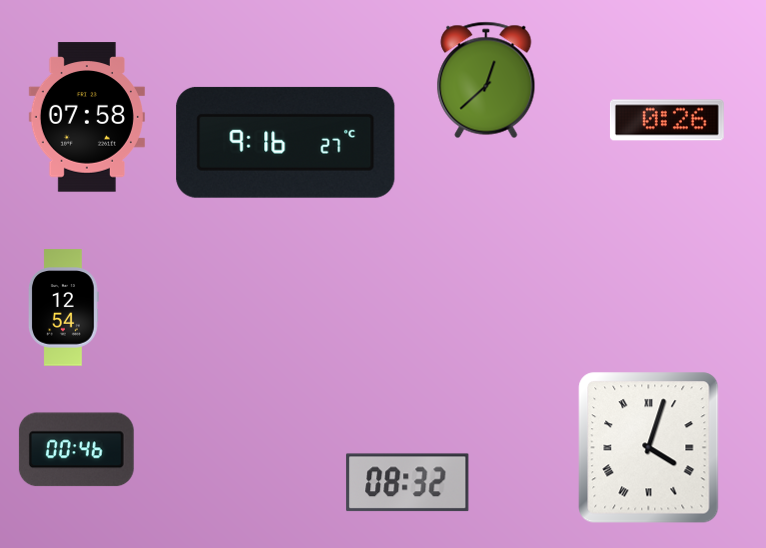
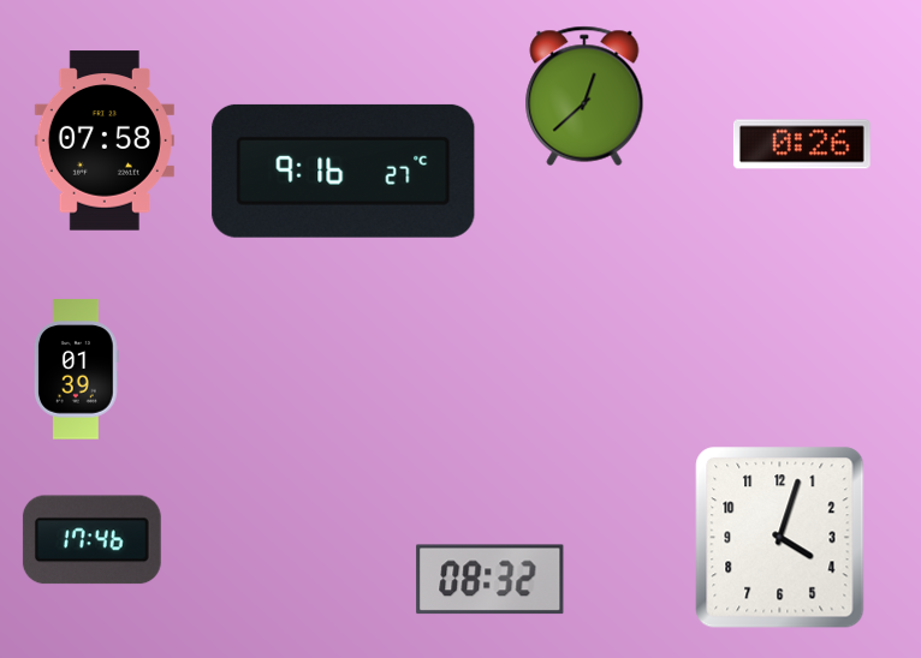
clock at (64, 308): 12:54 -> 01:39
clock at (649, 448) numerals: Roman -> Arabic
clock at (76, 450): 00:46 -> 17:46
